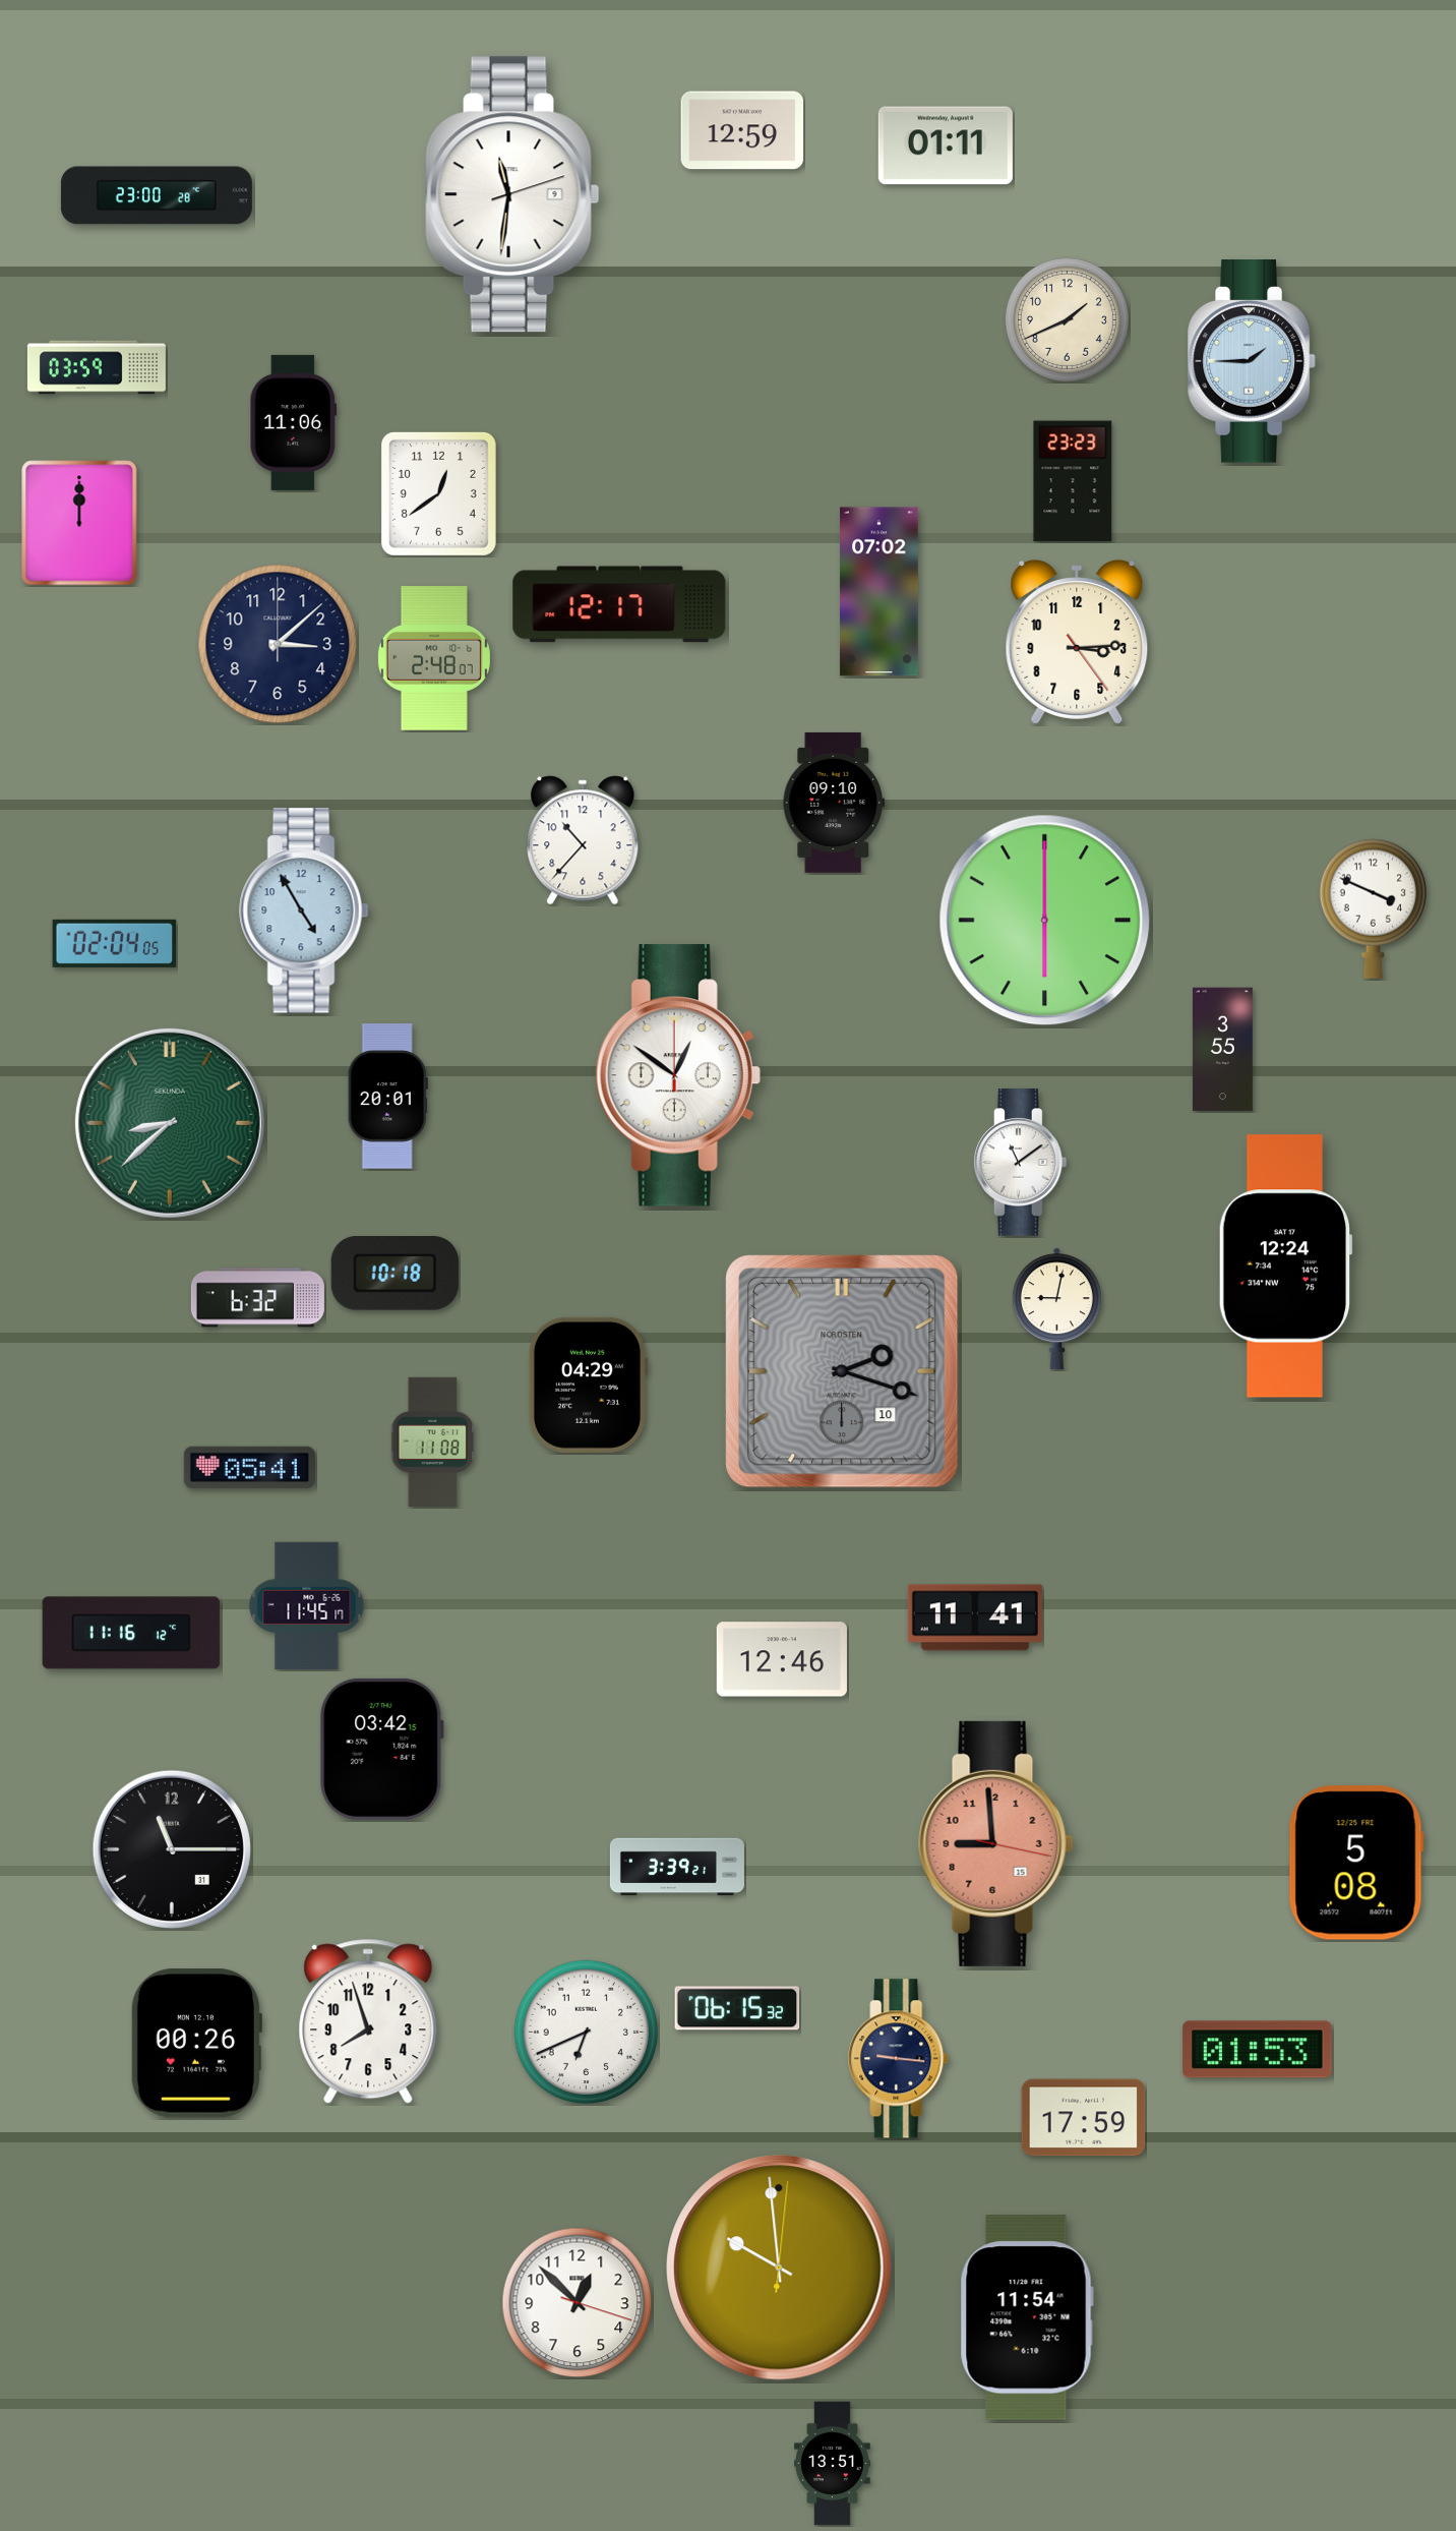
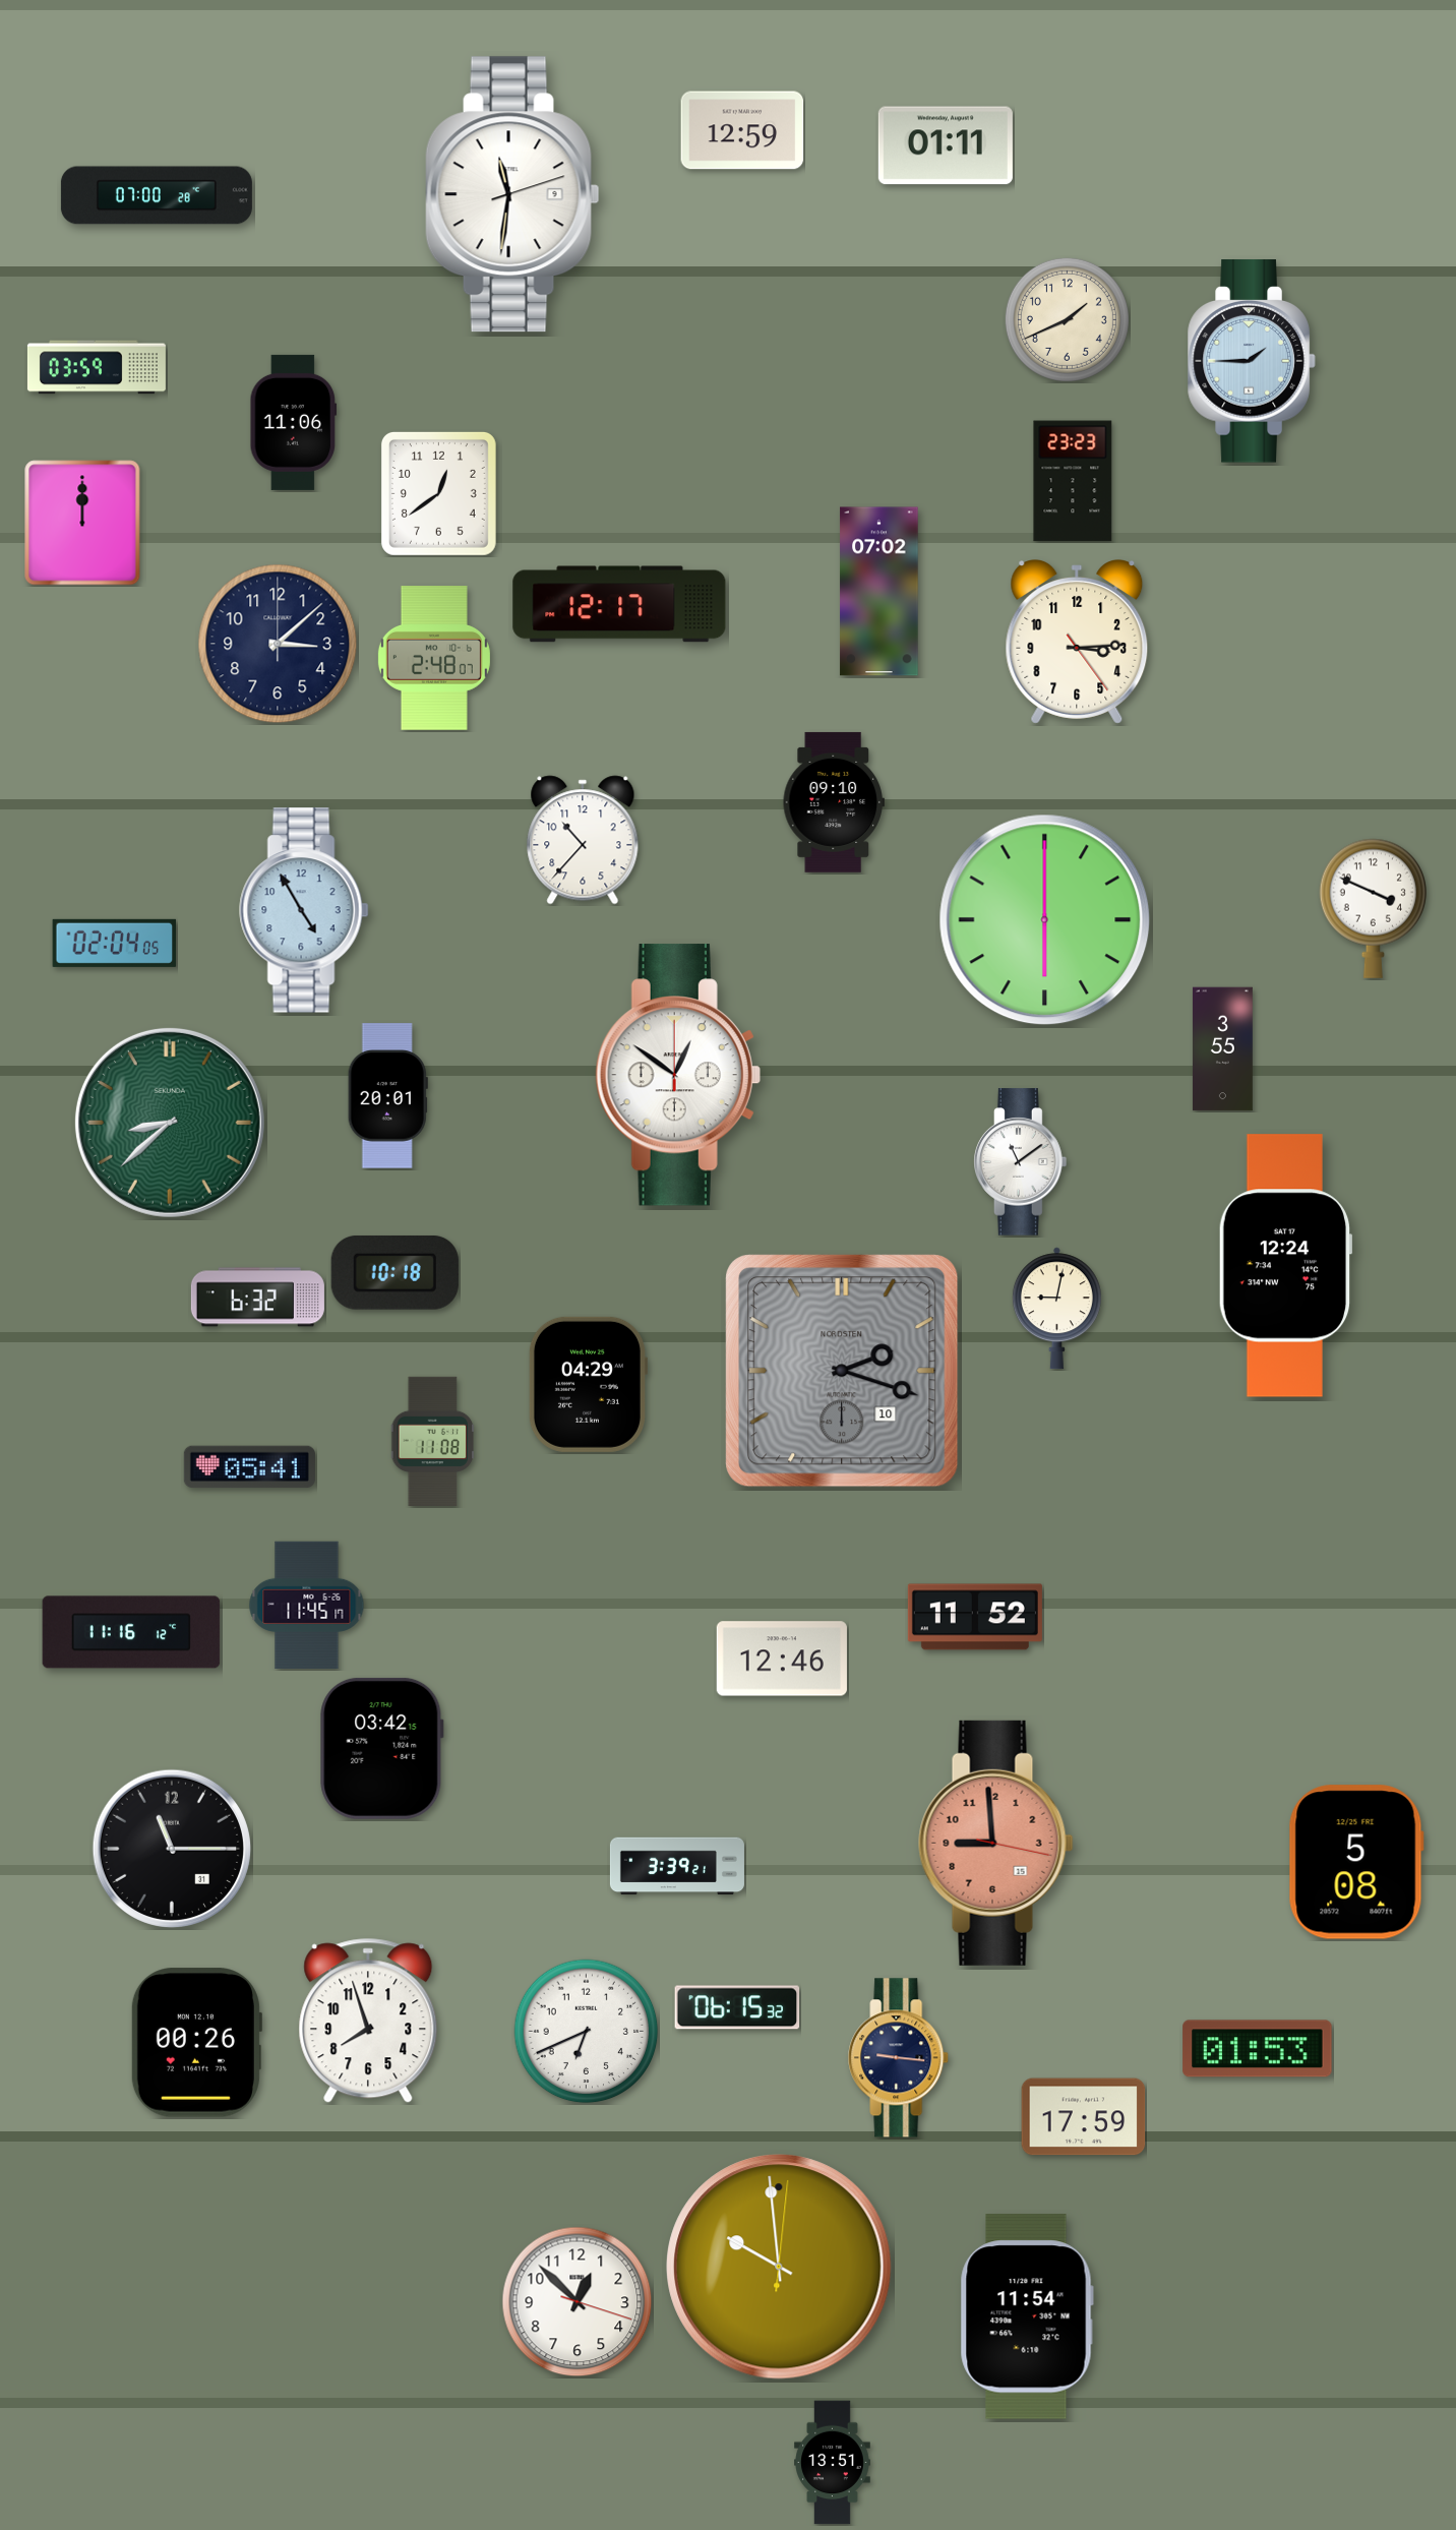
clock at (157, 195): 23:00 -> 07:00
clock at (79, 523) position: (79, 523) -> (82, 523)
clock at (975, 1617): 11:41 -> 11:52
